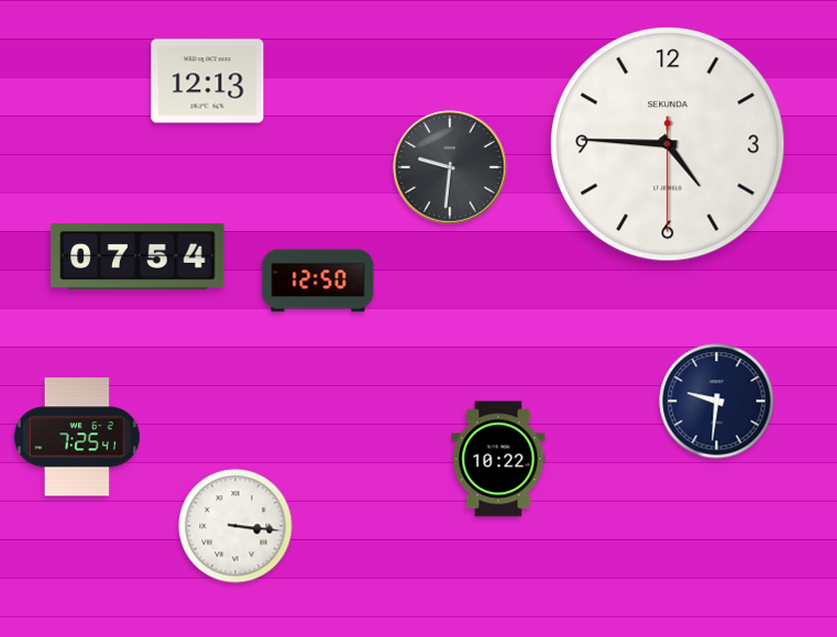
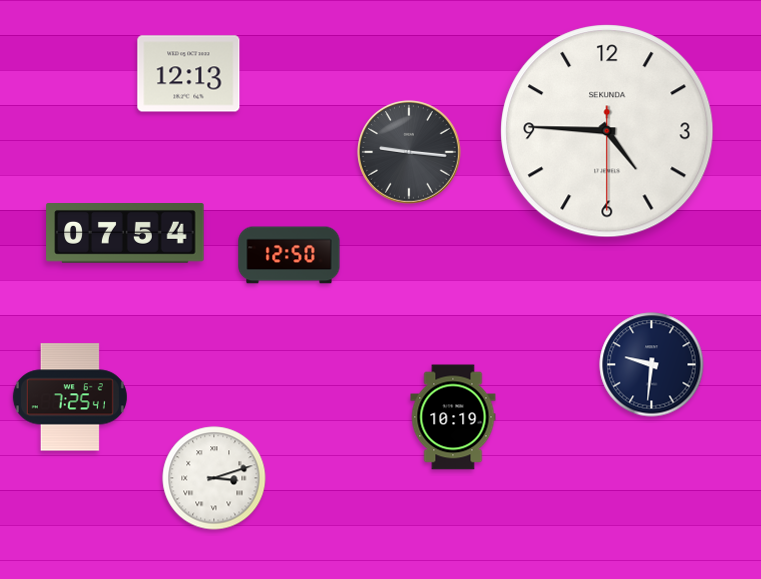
clock at (451, 168): 9:31 -> 9:16
clock at (498, 459): 10:22 -> 10:19
clock at (235, 526): 3:16 -> 3:12
